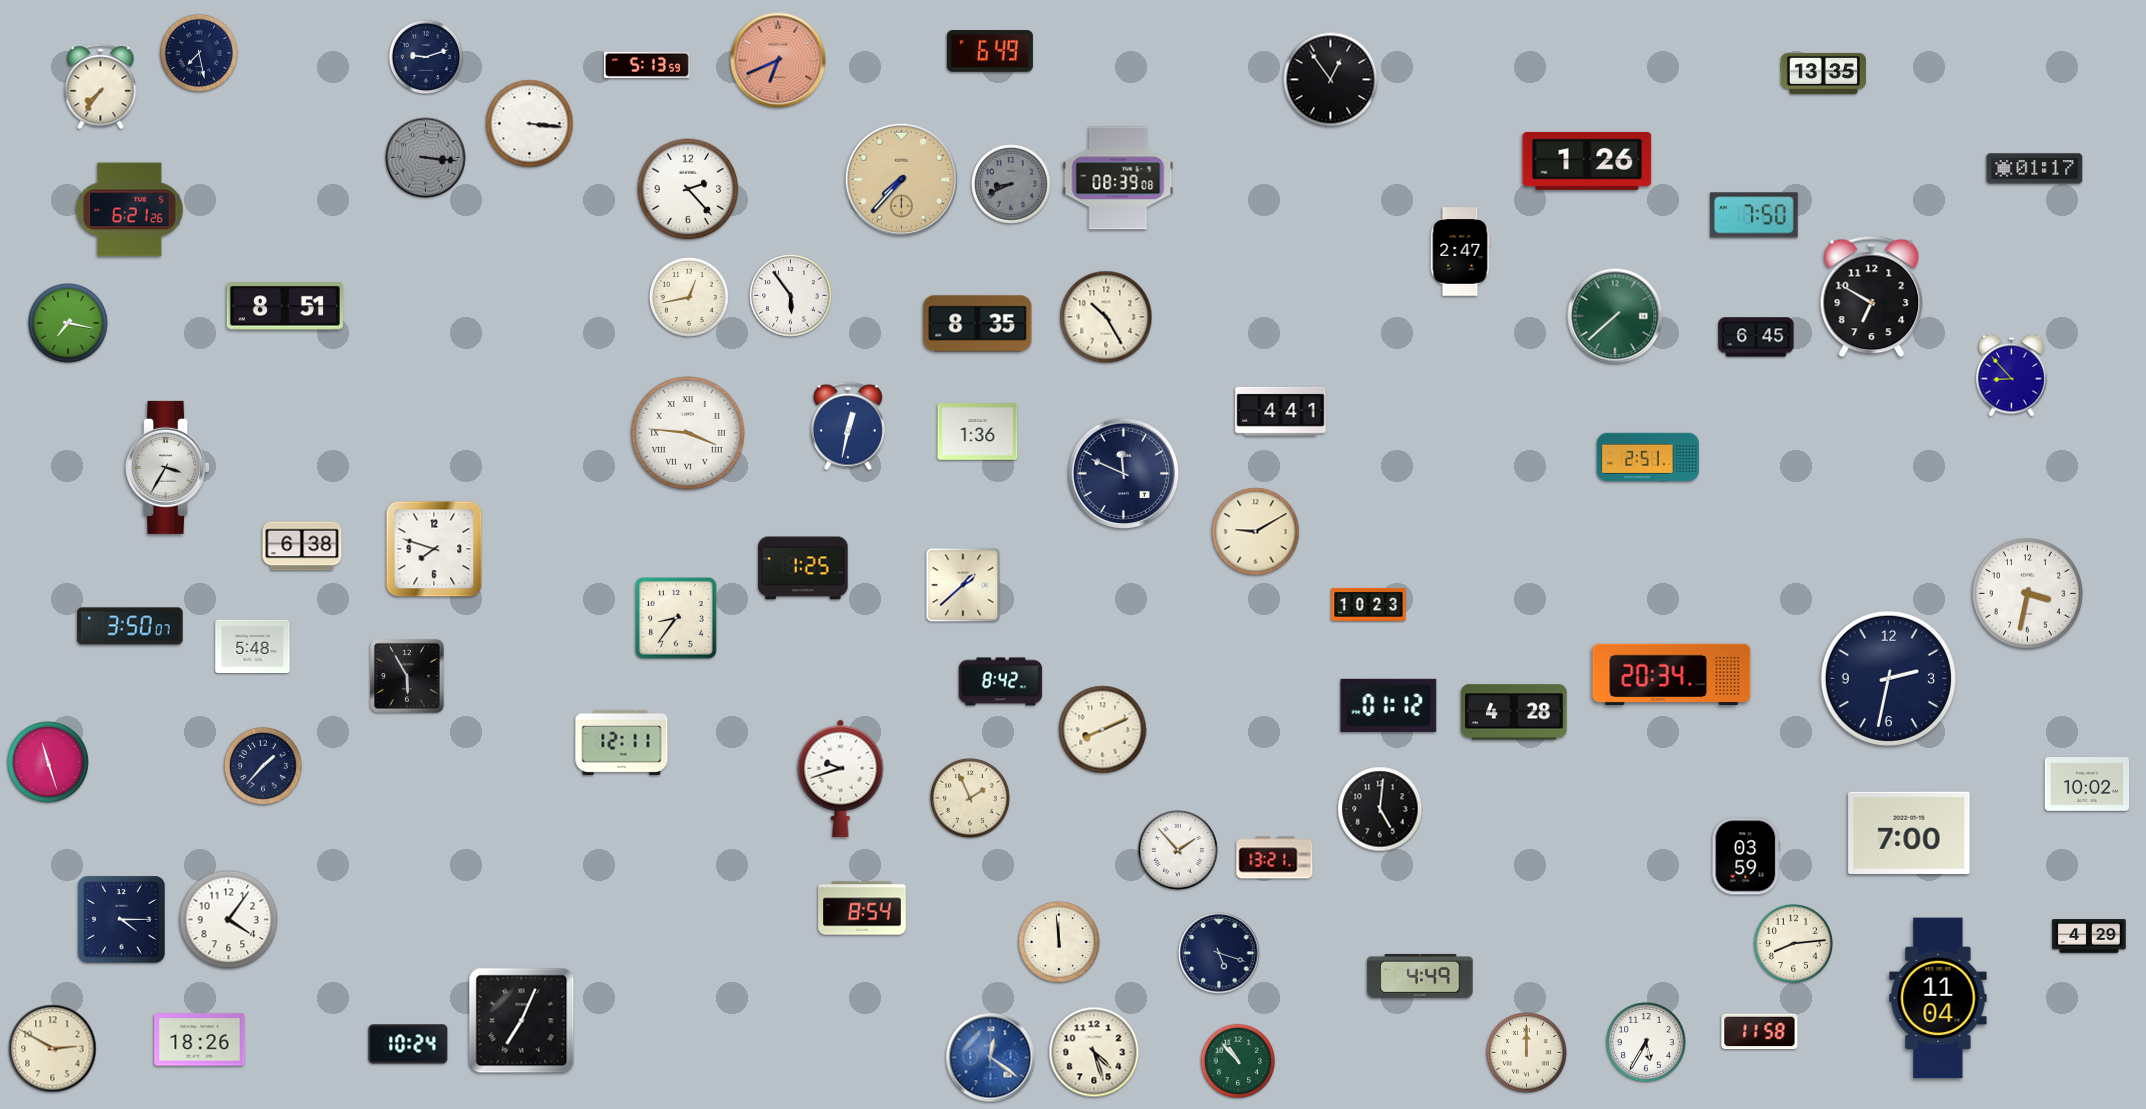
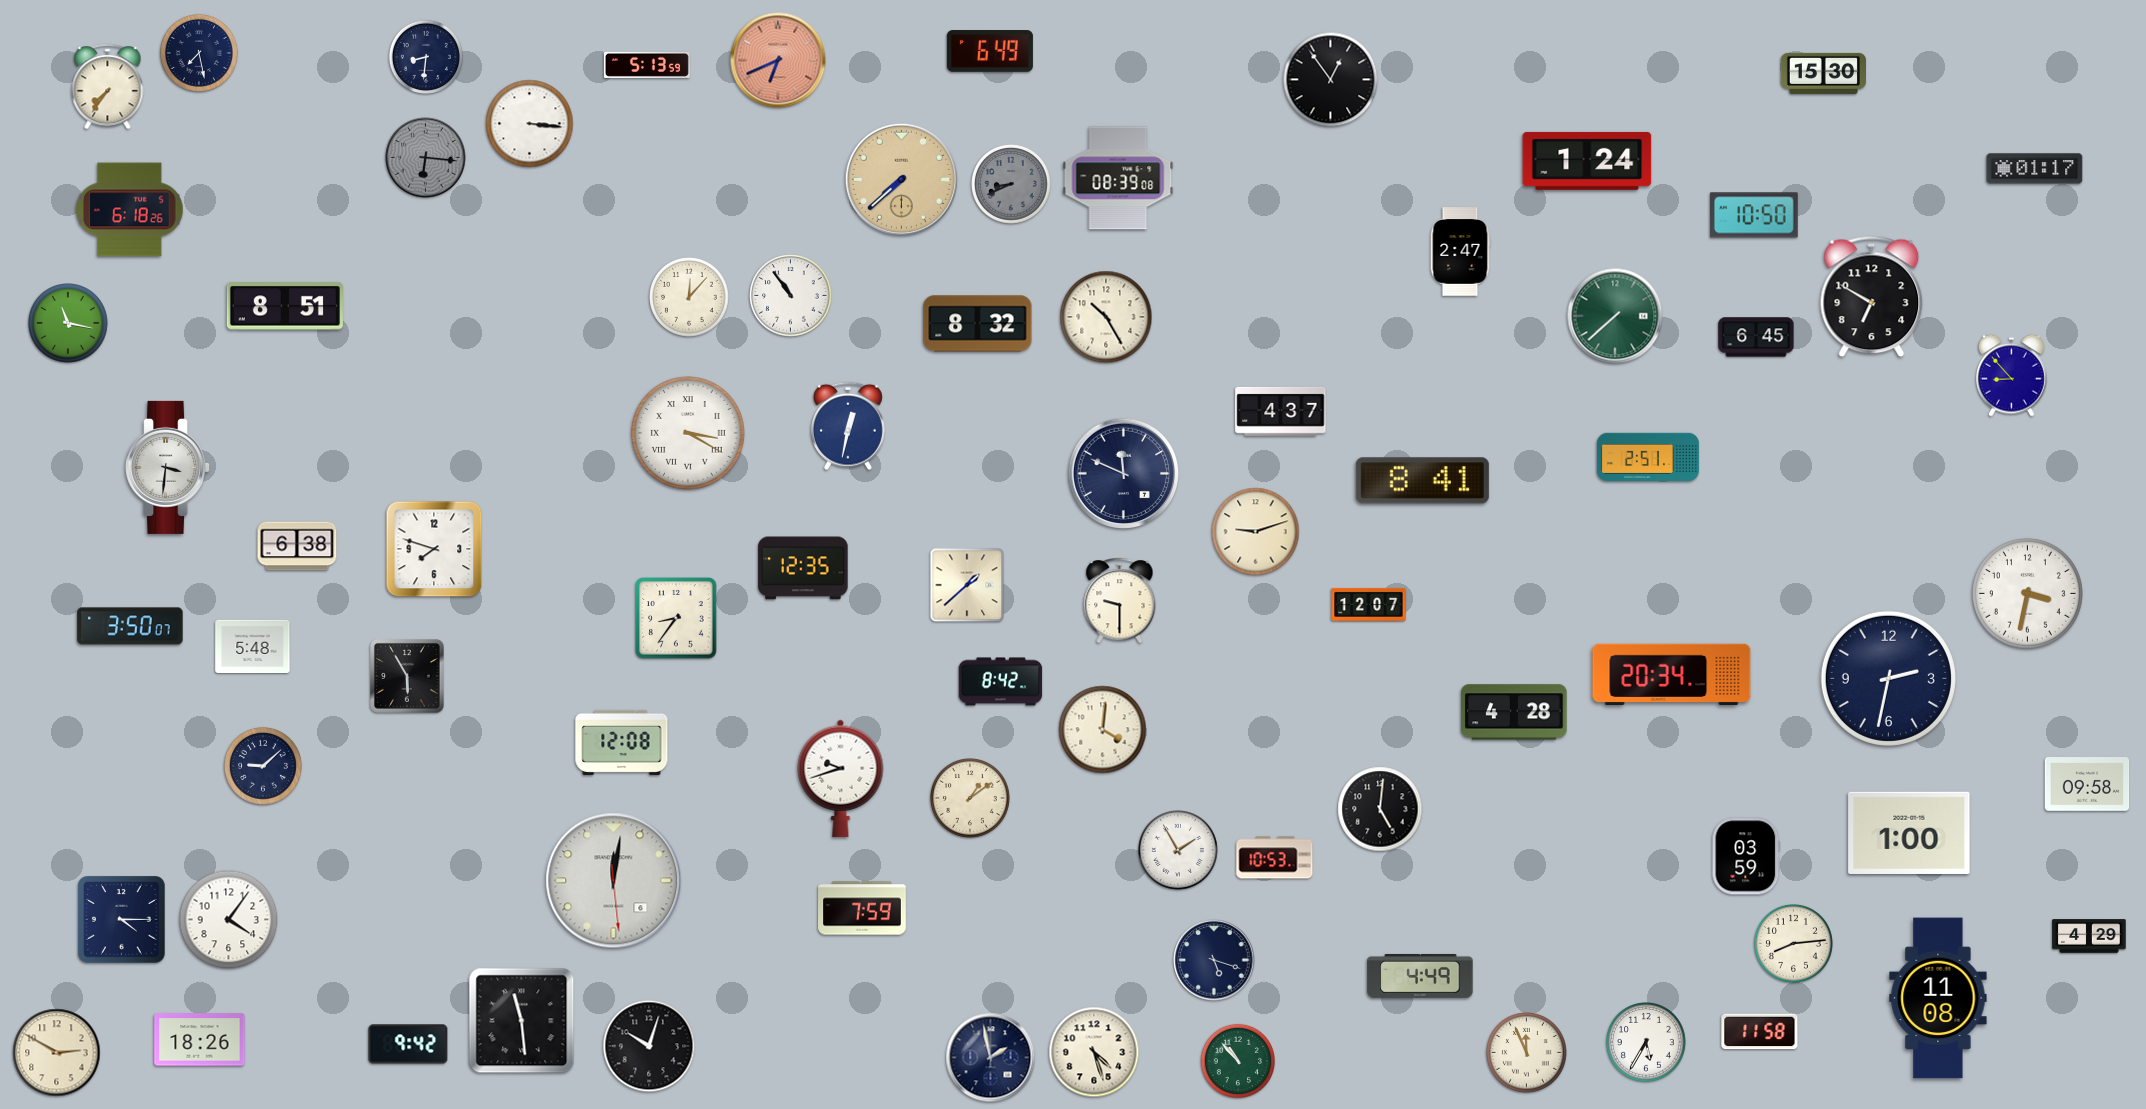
clock at (425, 56): 9:12 -> 8:31
clock at (1823, 73): 13:35 -> 15:30
clock at (101, 87) position: (101, 87) -> (108, 87)
clock at (426, 158): 3:16 -> 6:16
clock at (1587, 161): 1:26 -> 1:24
clock at (901, 179): 7:37 -> 7:38
clock at (688, 189): 2:23 -> none
clock at (130, 210): 6:21 -> 6:18
clock at (1754, 215): 7:50 -> 10:50
clock at (791, 296): 5:54 -> 10:54
clock at (690, 298): 12:43 -> 12:07
clock at (69, 324): 7:17 -> 11:17
clock at (978, 324): 8:35 -> 8:32
clock at (1281, 411): 4:41 -> 4:37
clock at (978, 432): 1:36 -> none
clock at (688, 433): 3:46 -> 3:20
clock at (168, 467): 3:35 -> 3:31
clock at (1422, 481): none -> 8:41
clock at (1256, 532): 9:10 -> 9:12
clock at (302, 546) position: (302, 546) -> (297, 546)
clock at (803, 568): 1:25 -> 12:35
clock at (963, 585) position: (963, 585) -> (967, 585)
clock at (1120, 601): none -> 9:30
clock at (1369, 604): 10:23 -> 12:07
clock at (1389, 705): 01:12 -> none
clock at (1103, 730): 8:11 -> 4:01
clock at (622, 742): 12:11 -> 12:08
clock at (48, 762): 11:27 -> none
clock at (263, 766): 1:37 -> 9:08
clock at (2087, 785): 10:02 -> 09:58
clock at (971, 799): 1:56 -> 1:09
clock at (1909, 832): 7:00 -> 1:00
clock at (1179, 851): 1:53 -> 1:55
clock at (1275, 858): 13:21 -> 10:53
clock at (614, 881): none -> 12:01
clock at (862, 908): 8:54 -> 7:59
clock at (1059, 942): 11:59 -> none
clock at (1219, 953) position: (1219, 953) -> (1214, 960)
clock at (1938, 998): 11:04 -> 11:08
clock at (522, 1021): 7:04 -> 11:29
clock at (408, 1044): 10:24 -> 9:42
clock at (649, 1046): none -> 10:03
clock at (53, 1049) position: (53, 1049) -> (57, 1053)
clock at (1527, 1053): 12:00 -> 11:56
clock at (991, 1058): 12:21 -> 1:58
clock at (991, 1058) dial: blue -> navy
